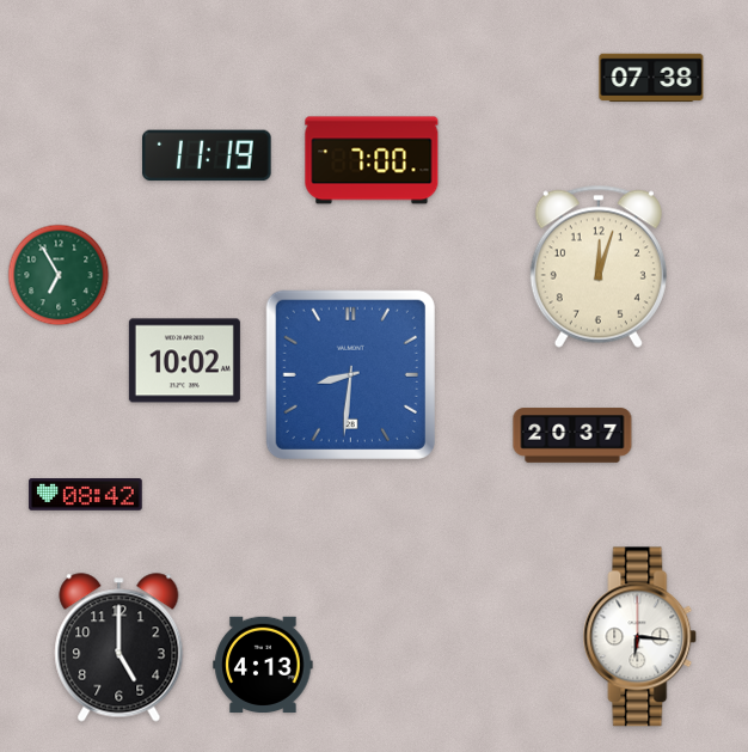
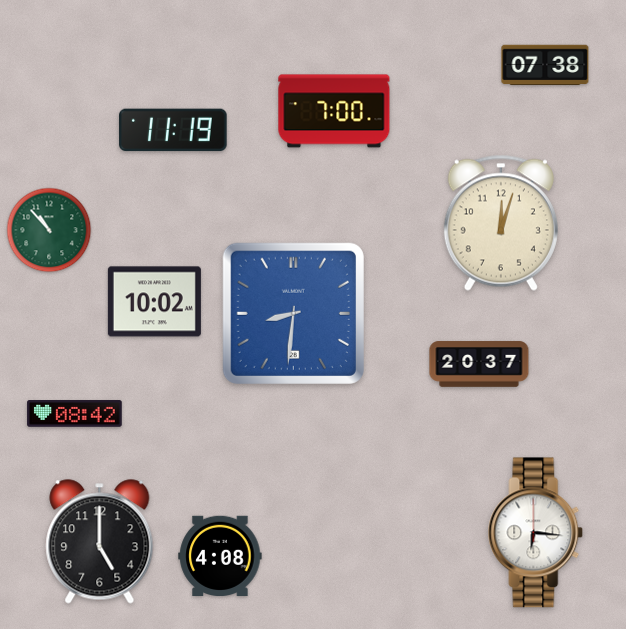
clock at (372, 160) position: (372, 160) -> (334, 111)
clock at (59, 275): 6:55 -> 10:53
clock at (86, 495) position: (86, 495) -> (75, 414)
clock at (263, 665): 4:13 -> 4:08
